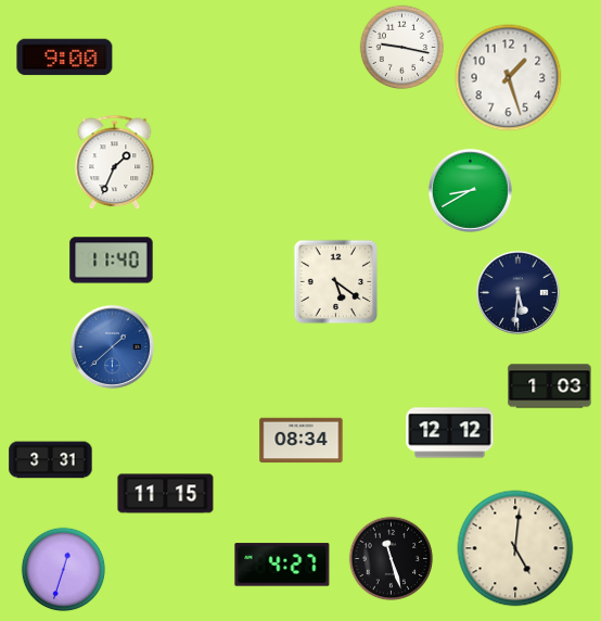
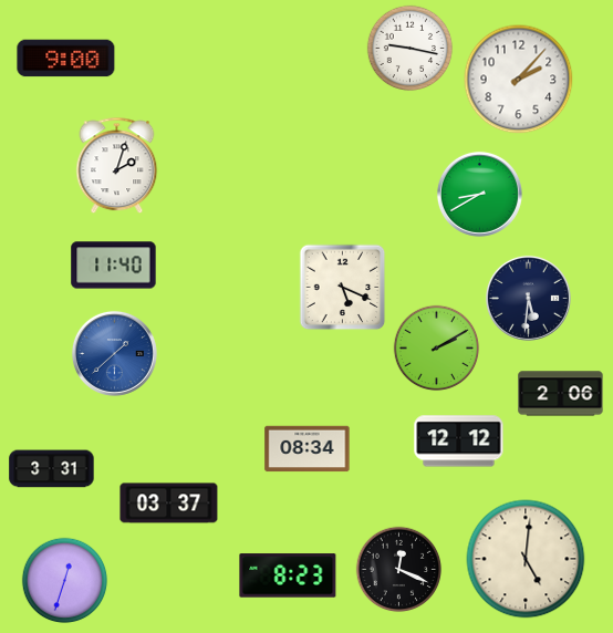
clock at (509, 78): 1:27 -> 2:07
clock at (115, 162): 1:34 -> 2:03
clock at (335, 281): 5:21 -> 5:19
clock at (436, 347): none -> 2:10
clock at (550, 386): 1:03 -> 2:06
clock at (166, 494): 11:15 -> 03:37
clock at (391, 558): 11:27 -> 12:19
clock at (282, 565): 4:27 -> 8:23
